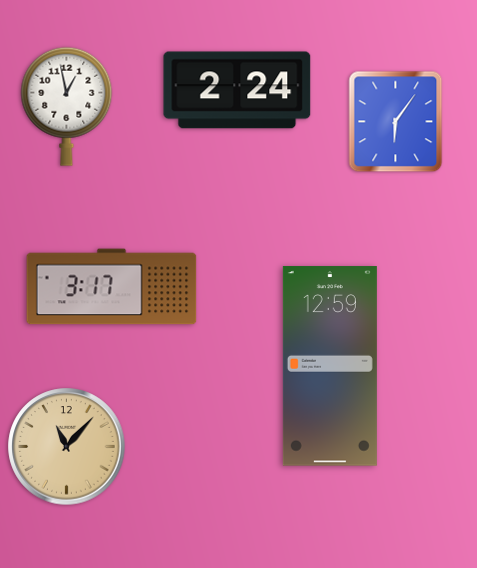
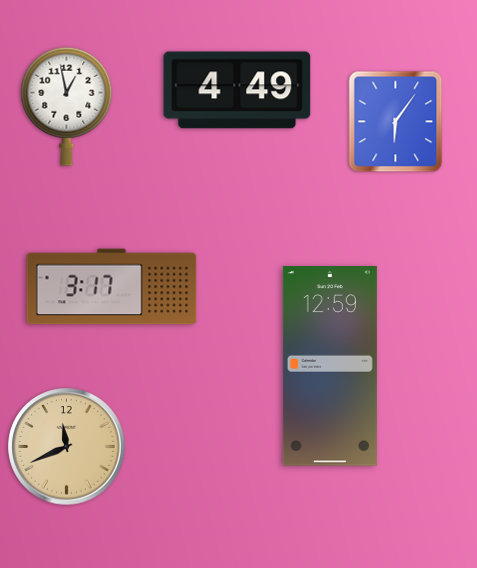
clock at (237, 90): 2:24 -> 4:49
clock at (67, 447): 11:07 -> 11:41
